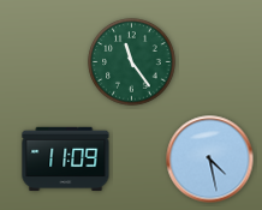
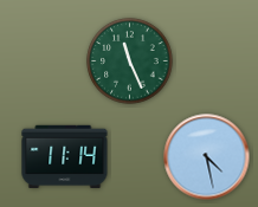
clock at (132, 62): 11:24 -> 11:26
clock at (66, 160): 11:09 -> 11:14
